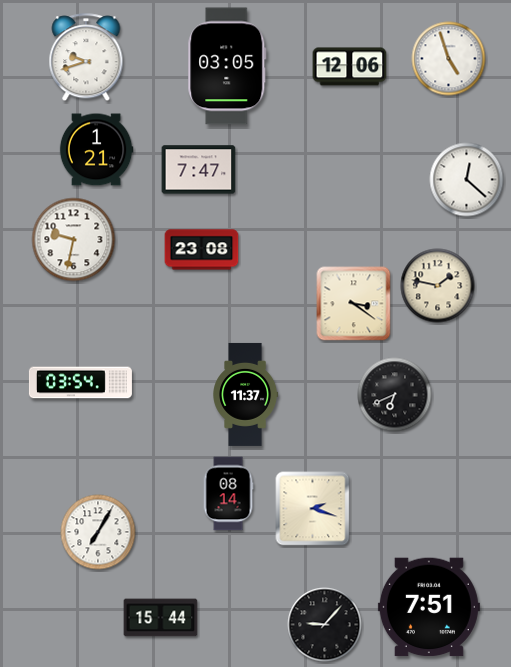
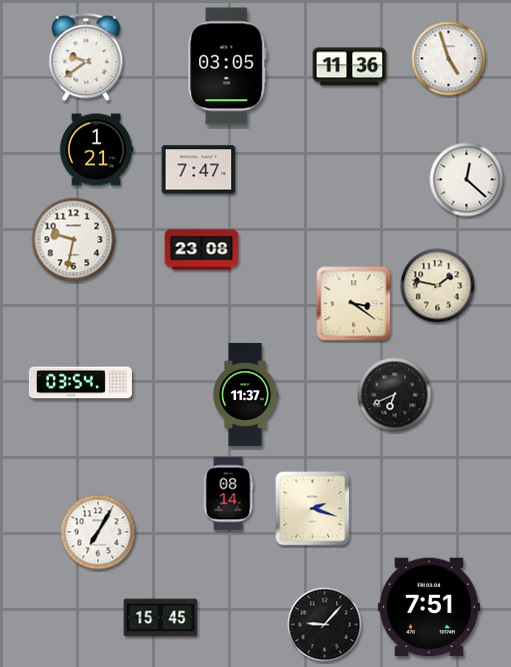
clock at (86, 58): 9:42 -> 9:39
clock at (350, 67): 12:06 -> 11:36
clock at (161, 618): 15:44 -> 15:45
